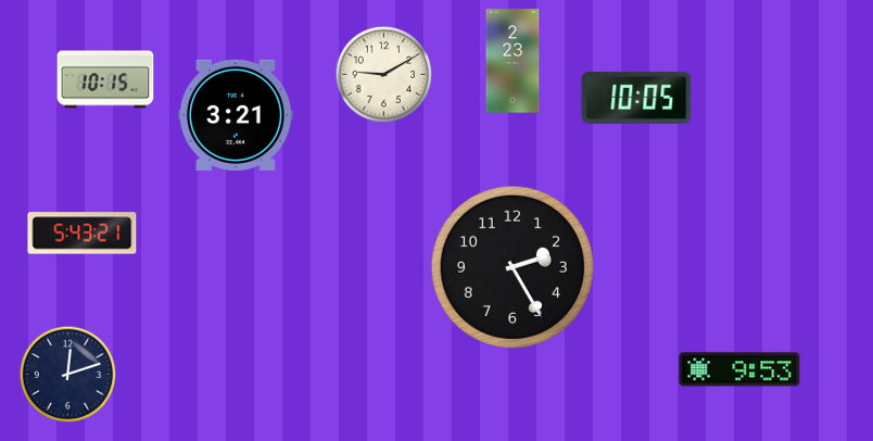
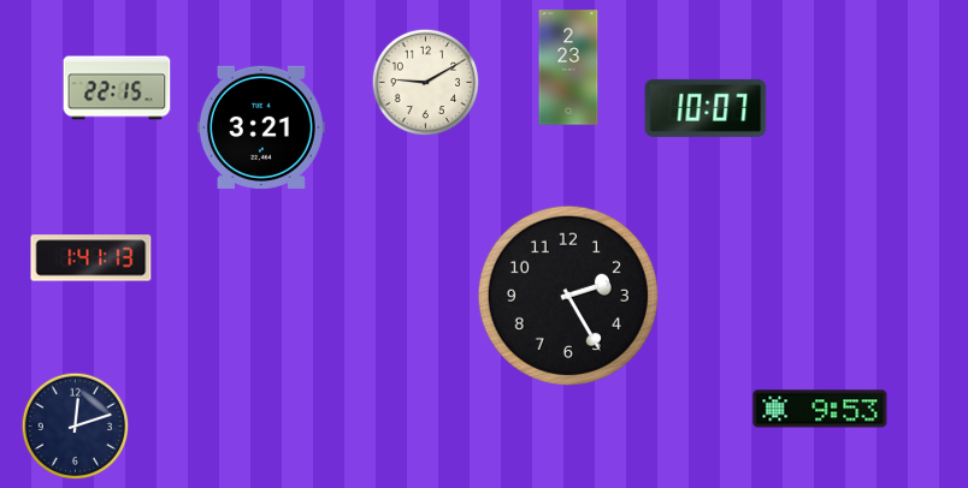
clock at (105, 79): 10:15 -> 22:15
clock at (636, 98): 10:05 -> 10:07
clock at (83, 234): 5:43 -> 1:41
clock at (68, 375) position: (68, 375) -> (76, 427)
